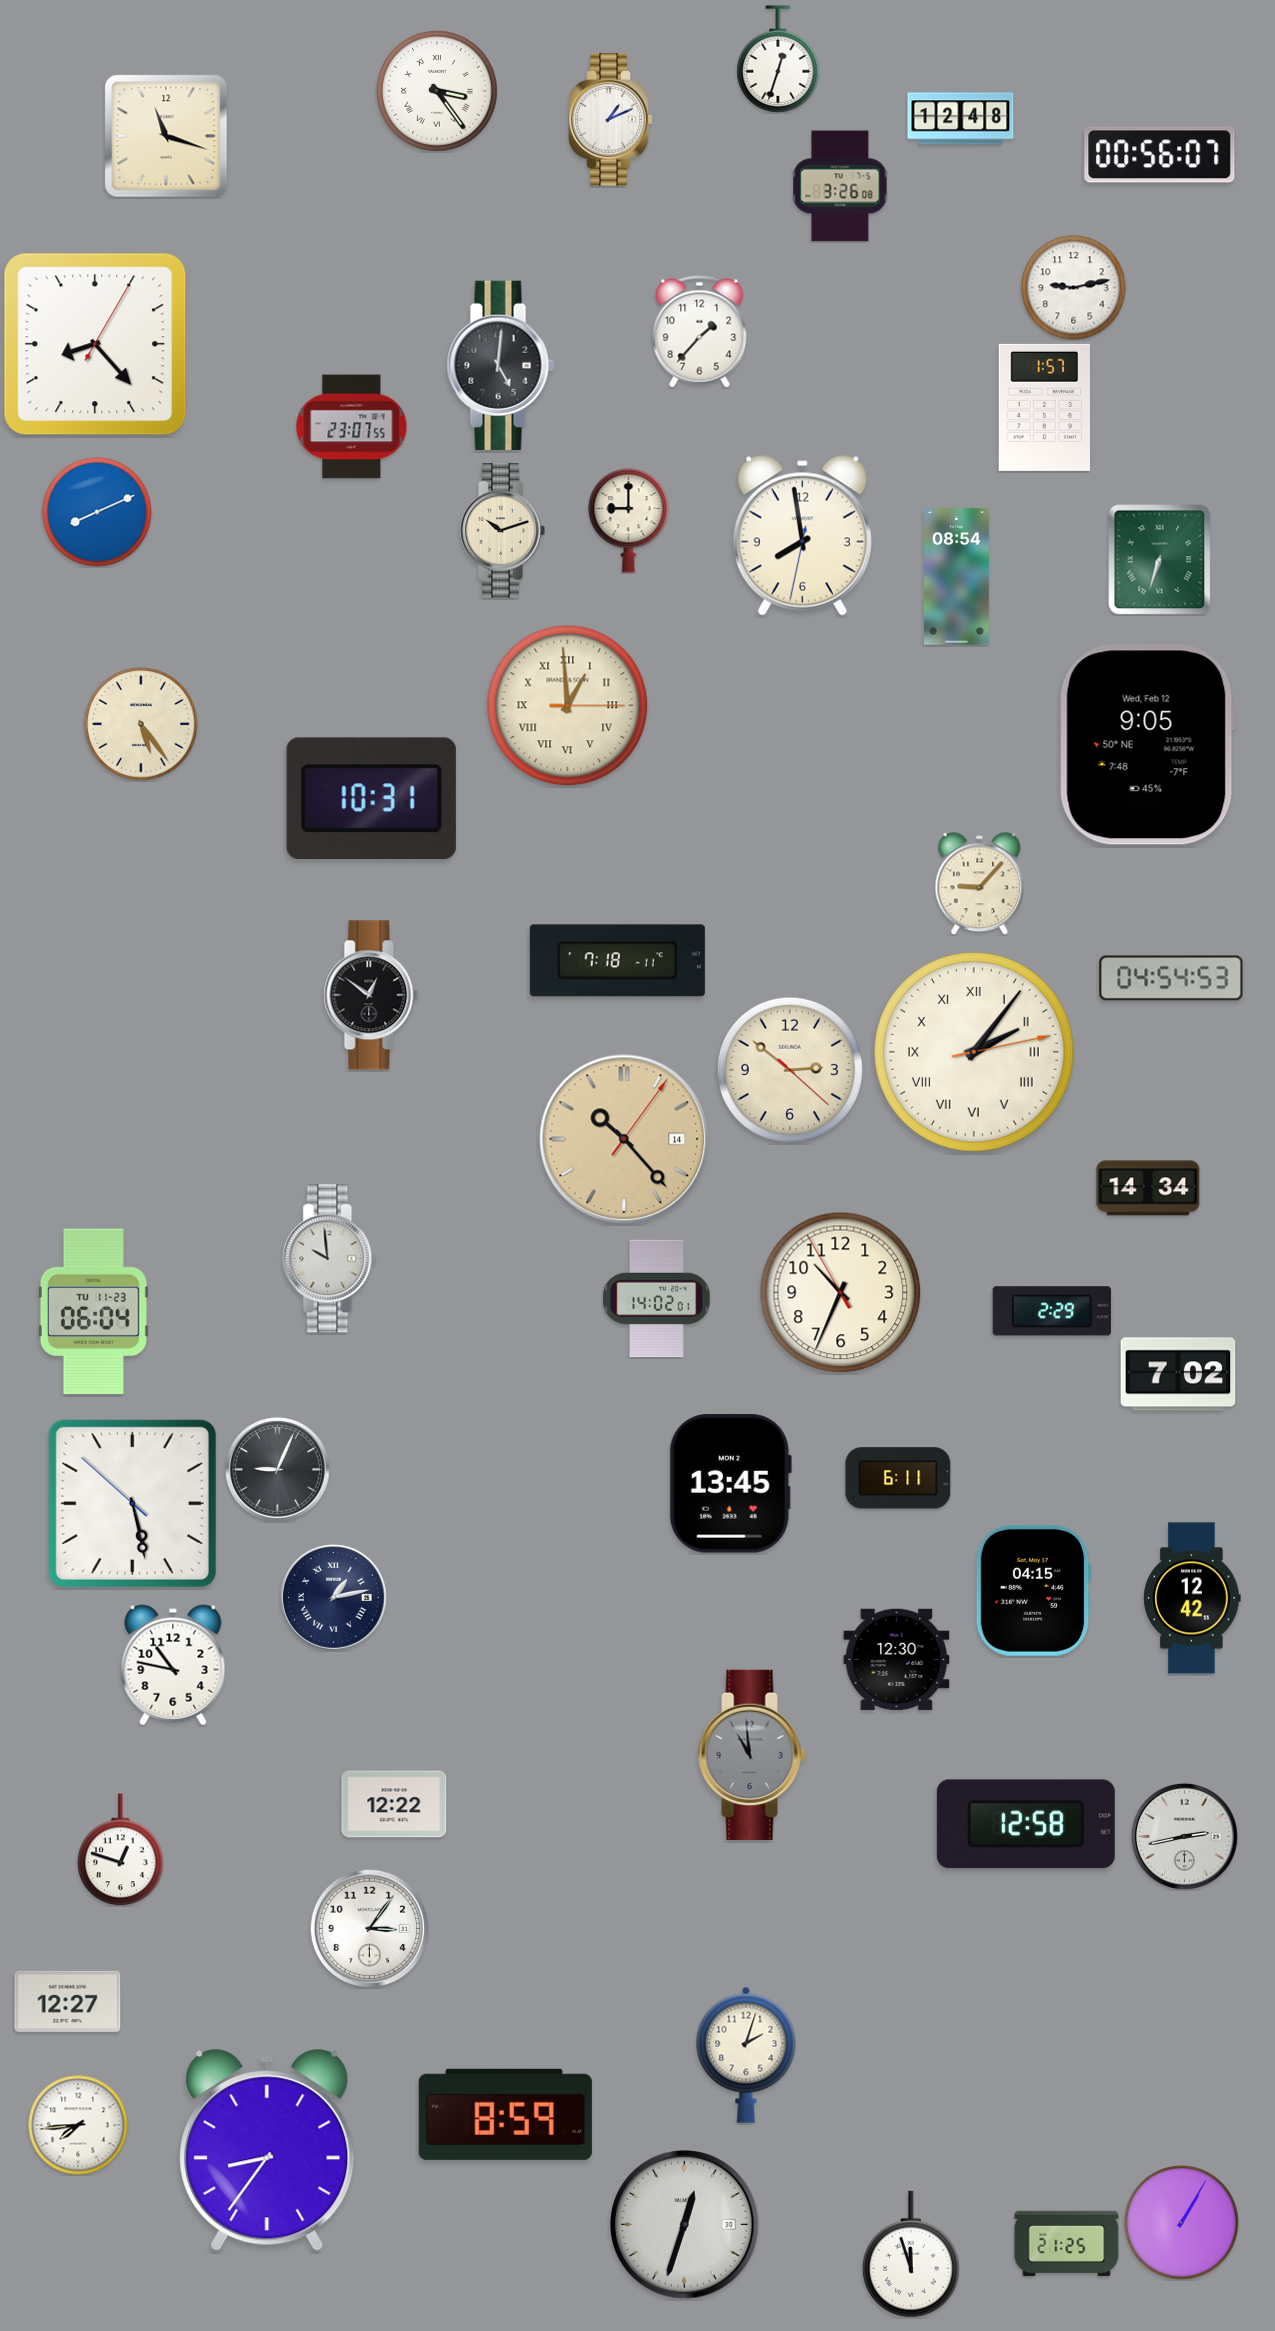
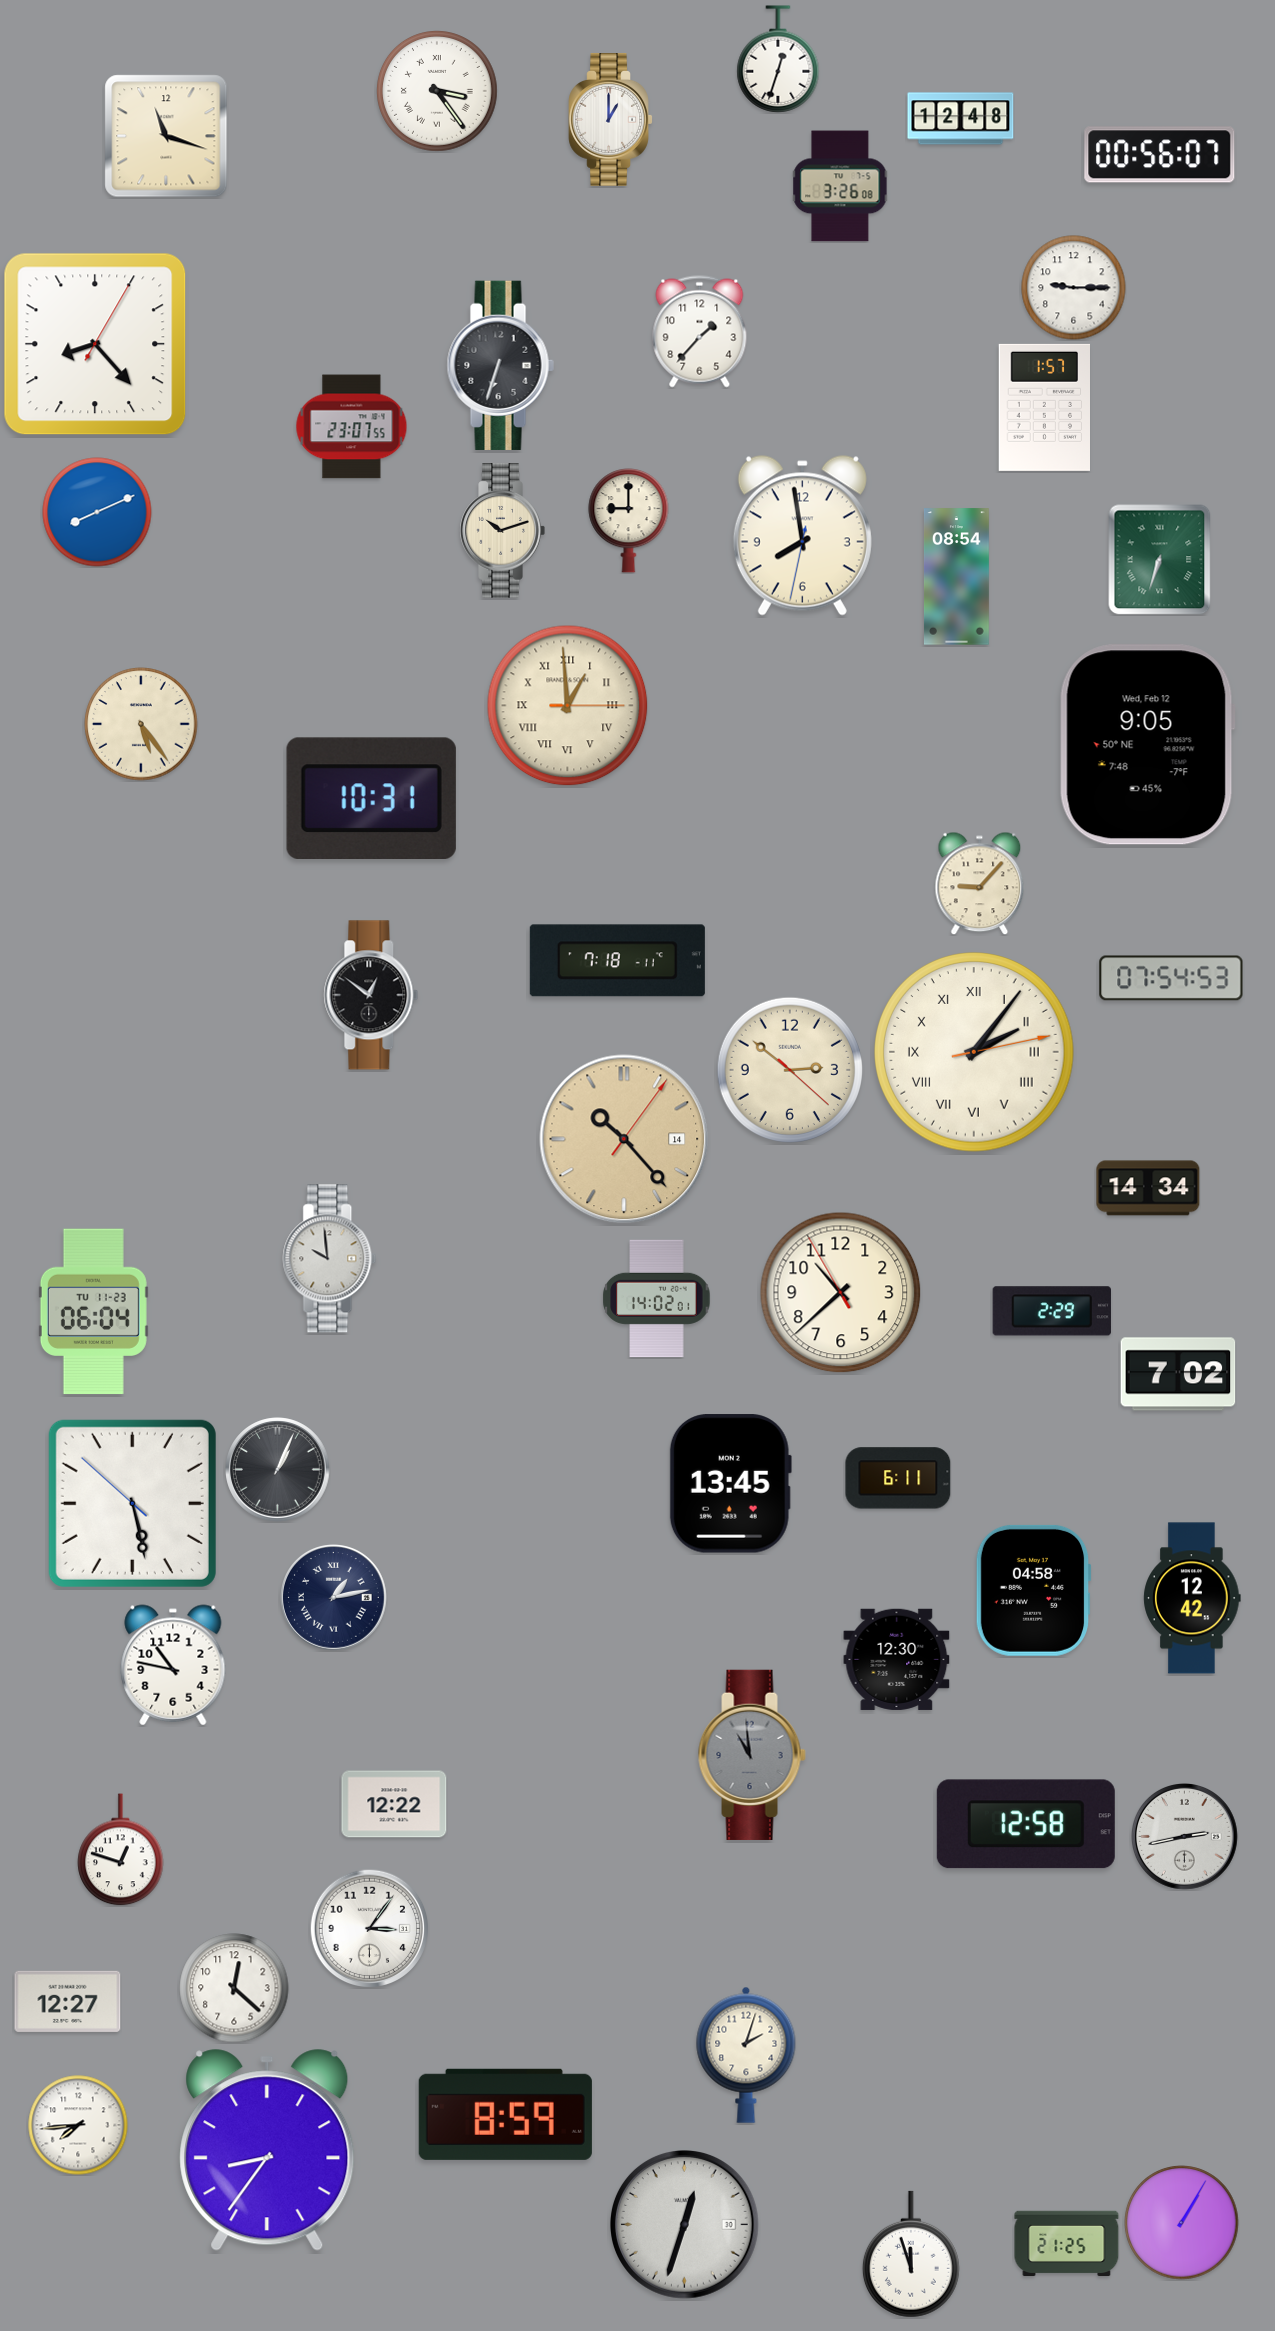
clock at (611, 120): 1:11 -> 1:00
clock at (1074, 288): 9:13 -> 9:15
clock at (500, 365): 5:01 -> 6:33
clock at (1171, 978): 04:54 -> 07:54
clock at (841, 1293): 10:33 -> 10:37
clock at (278, 1470): 9:04 -> 1:04
clock at (1033, 1590): 04:15 -> 04:58
clock at (234, 1988): none -> 12:22
